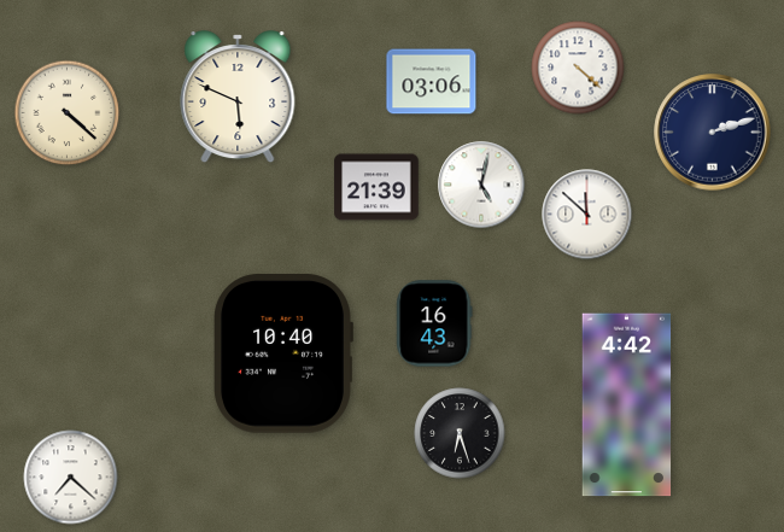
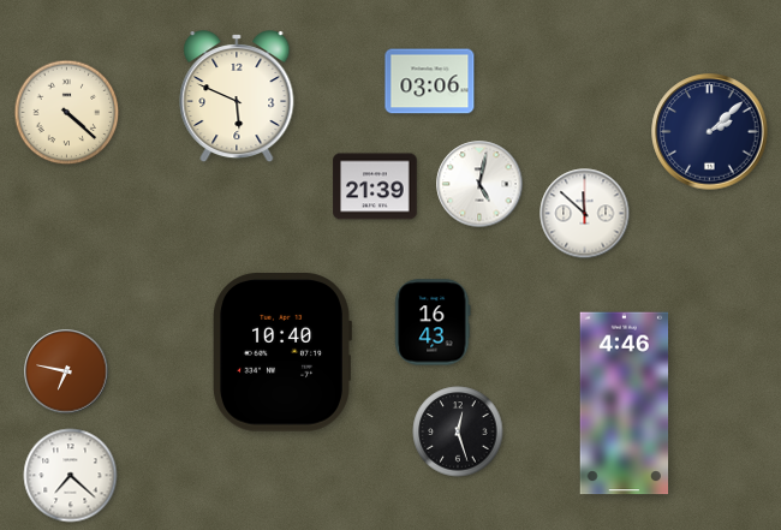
clock at (578, 68): 4:22 -> none
clock at (713, 133): 2:12 -> 2:08
clock at (66, 371): none -> 6:47
clock at (627, 405): 4:42 -> 4:46
clock at (460, 433): 6:27 -> 12:27
